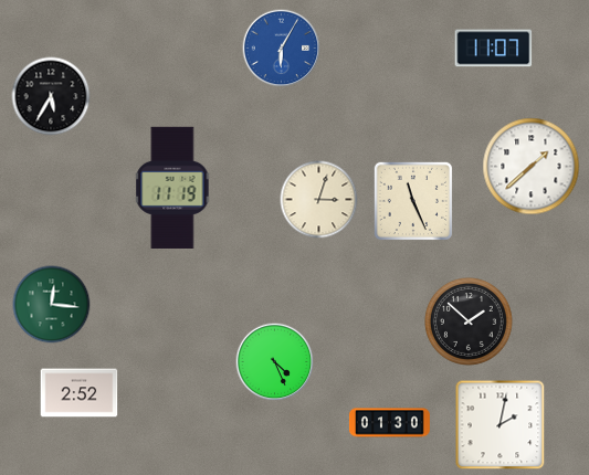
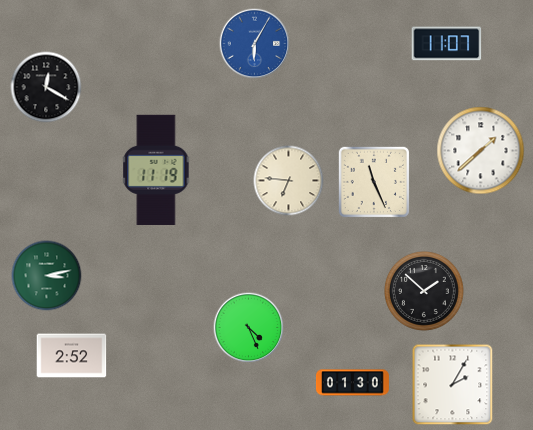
clock at (51, 96): 5:35 -> 12:20
clock at (319, 200): 3:03 -> 6:46
clock at (52, 305): 12:16 -> 3:13
clock at (501, 425): 2:02 -> 2:05
